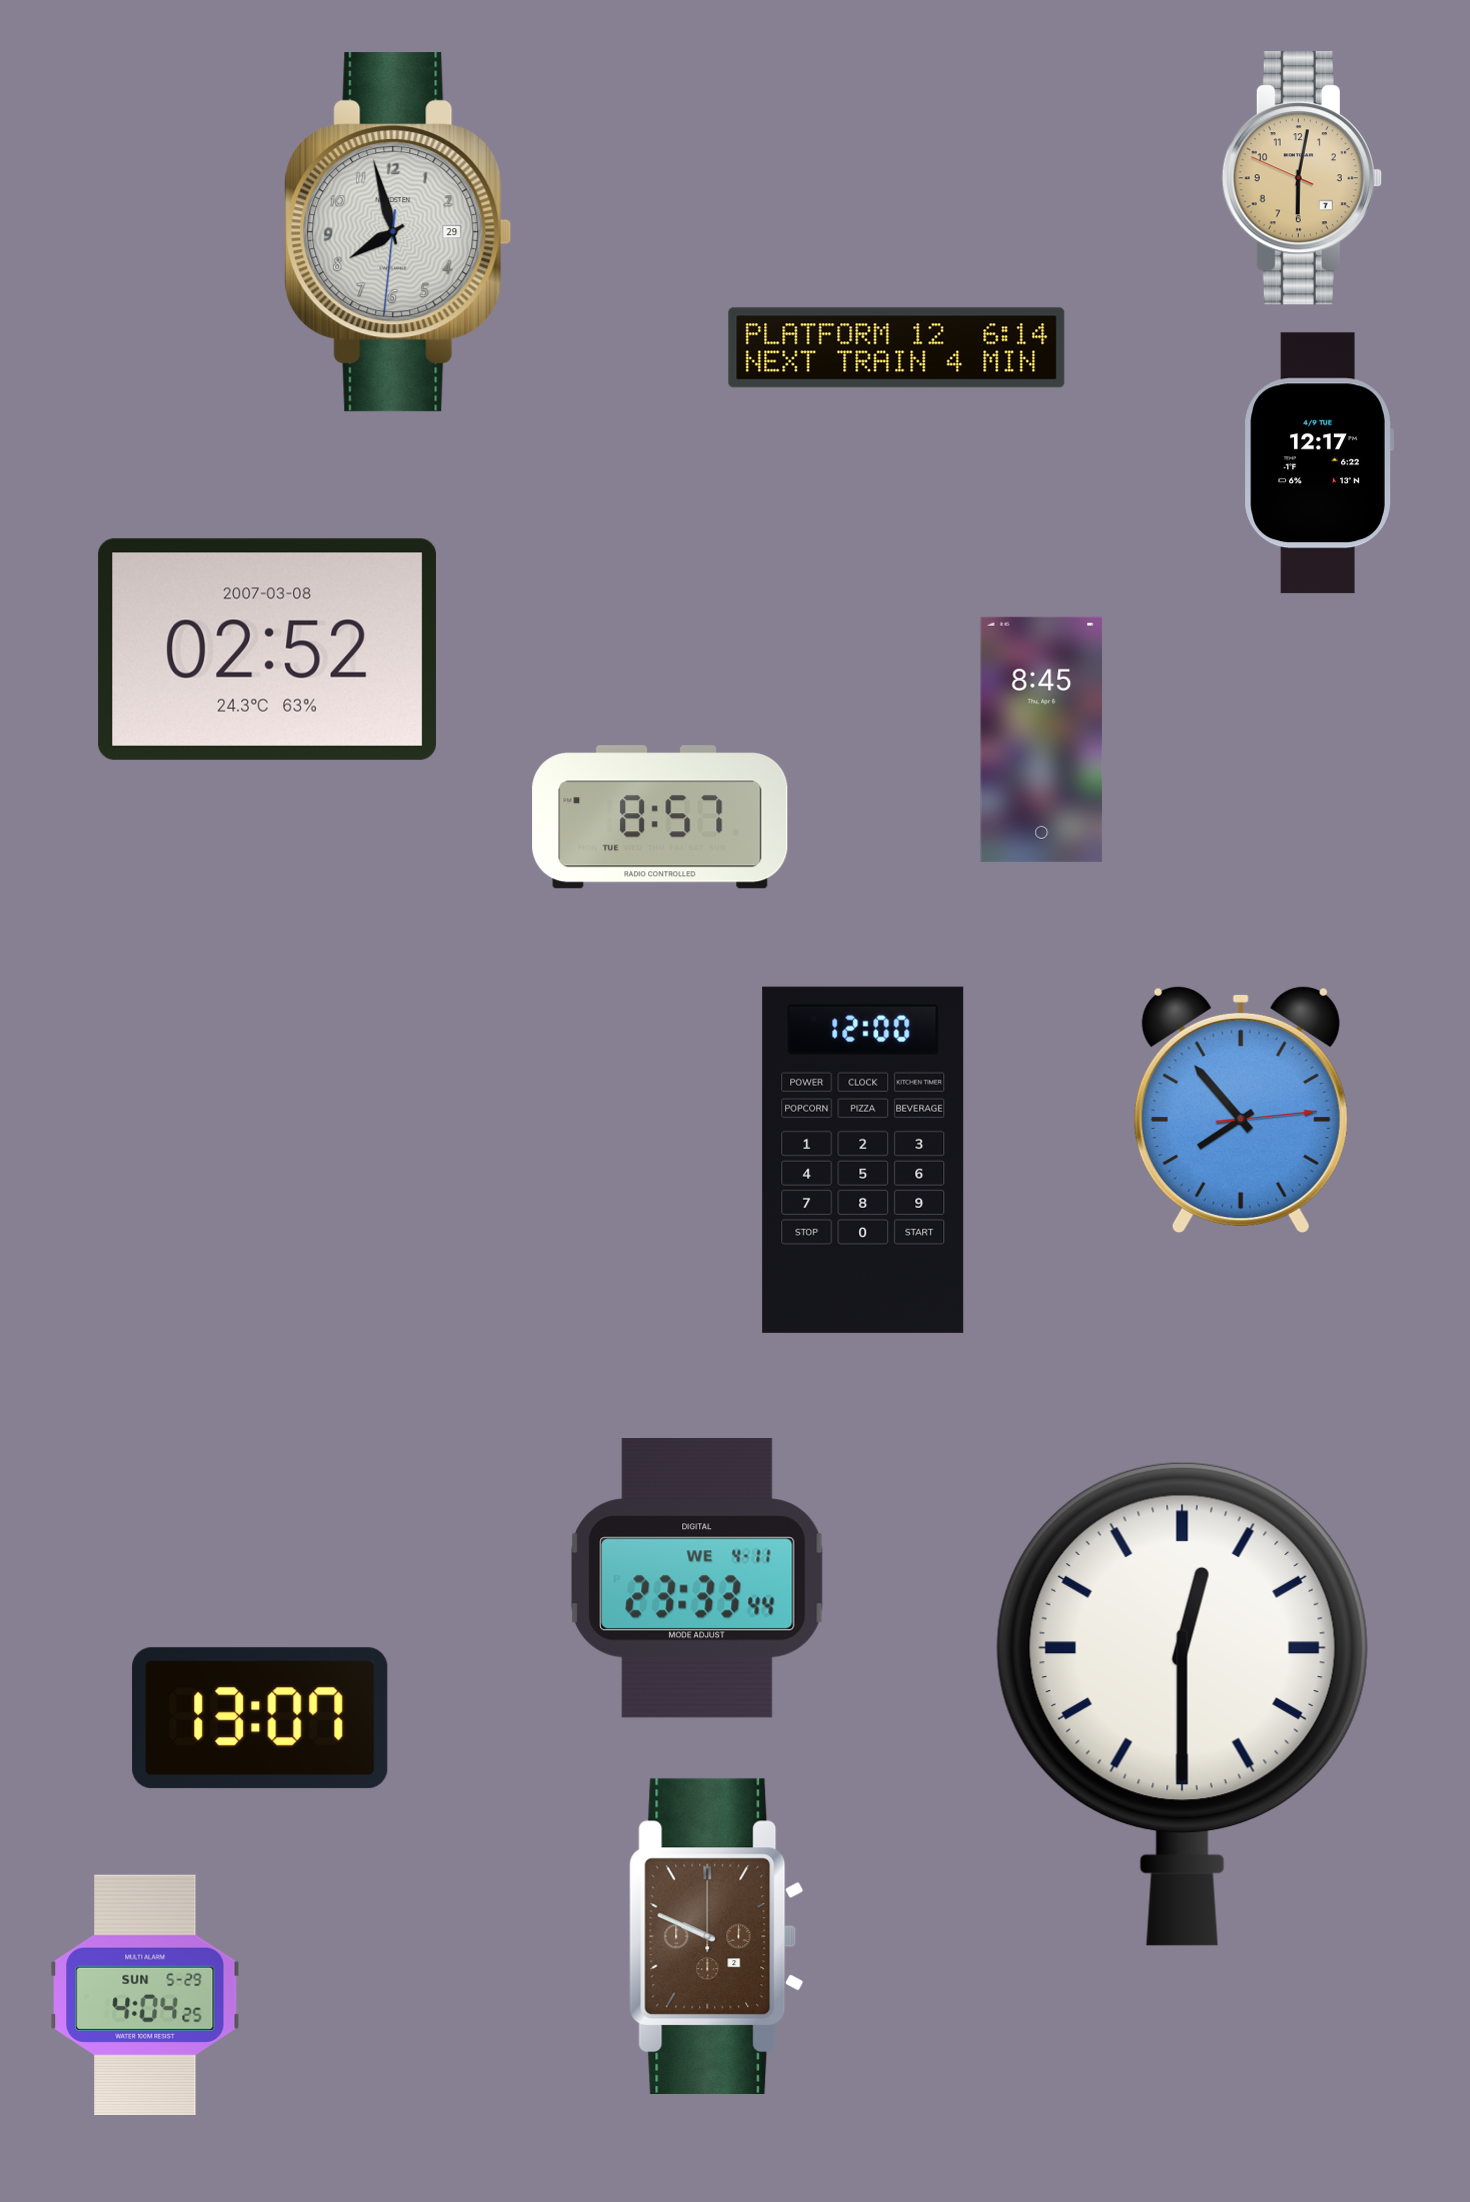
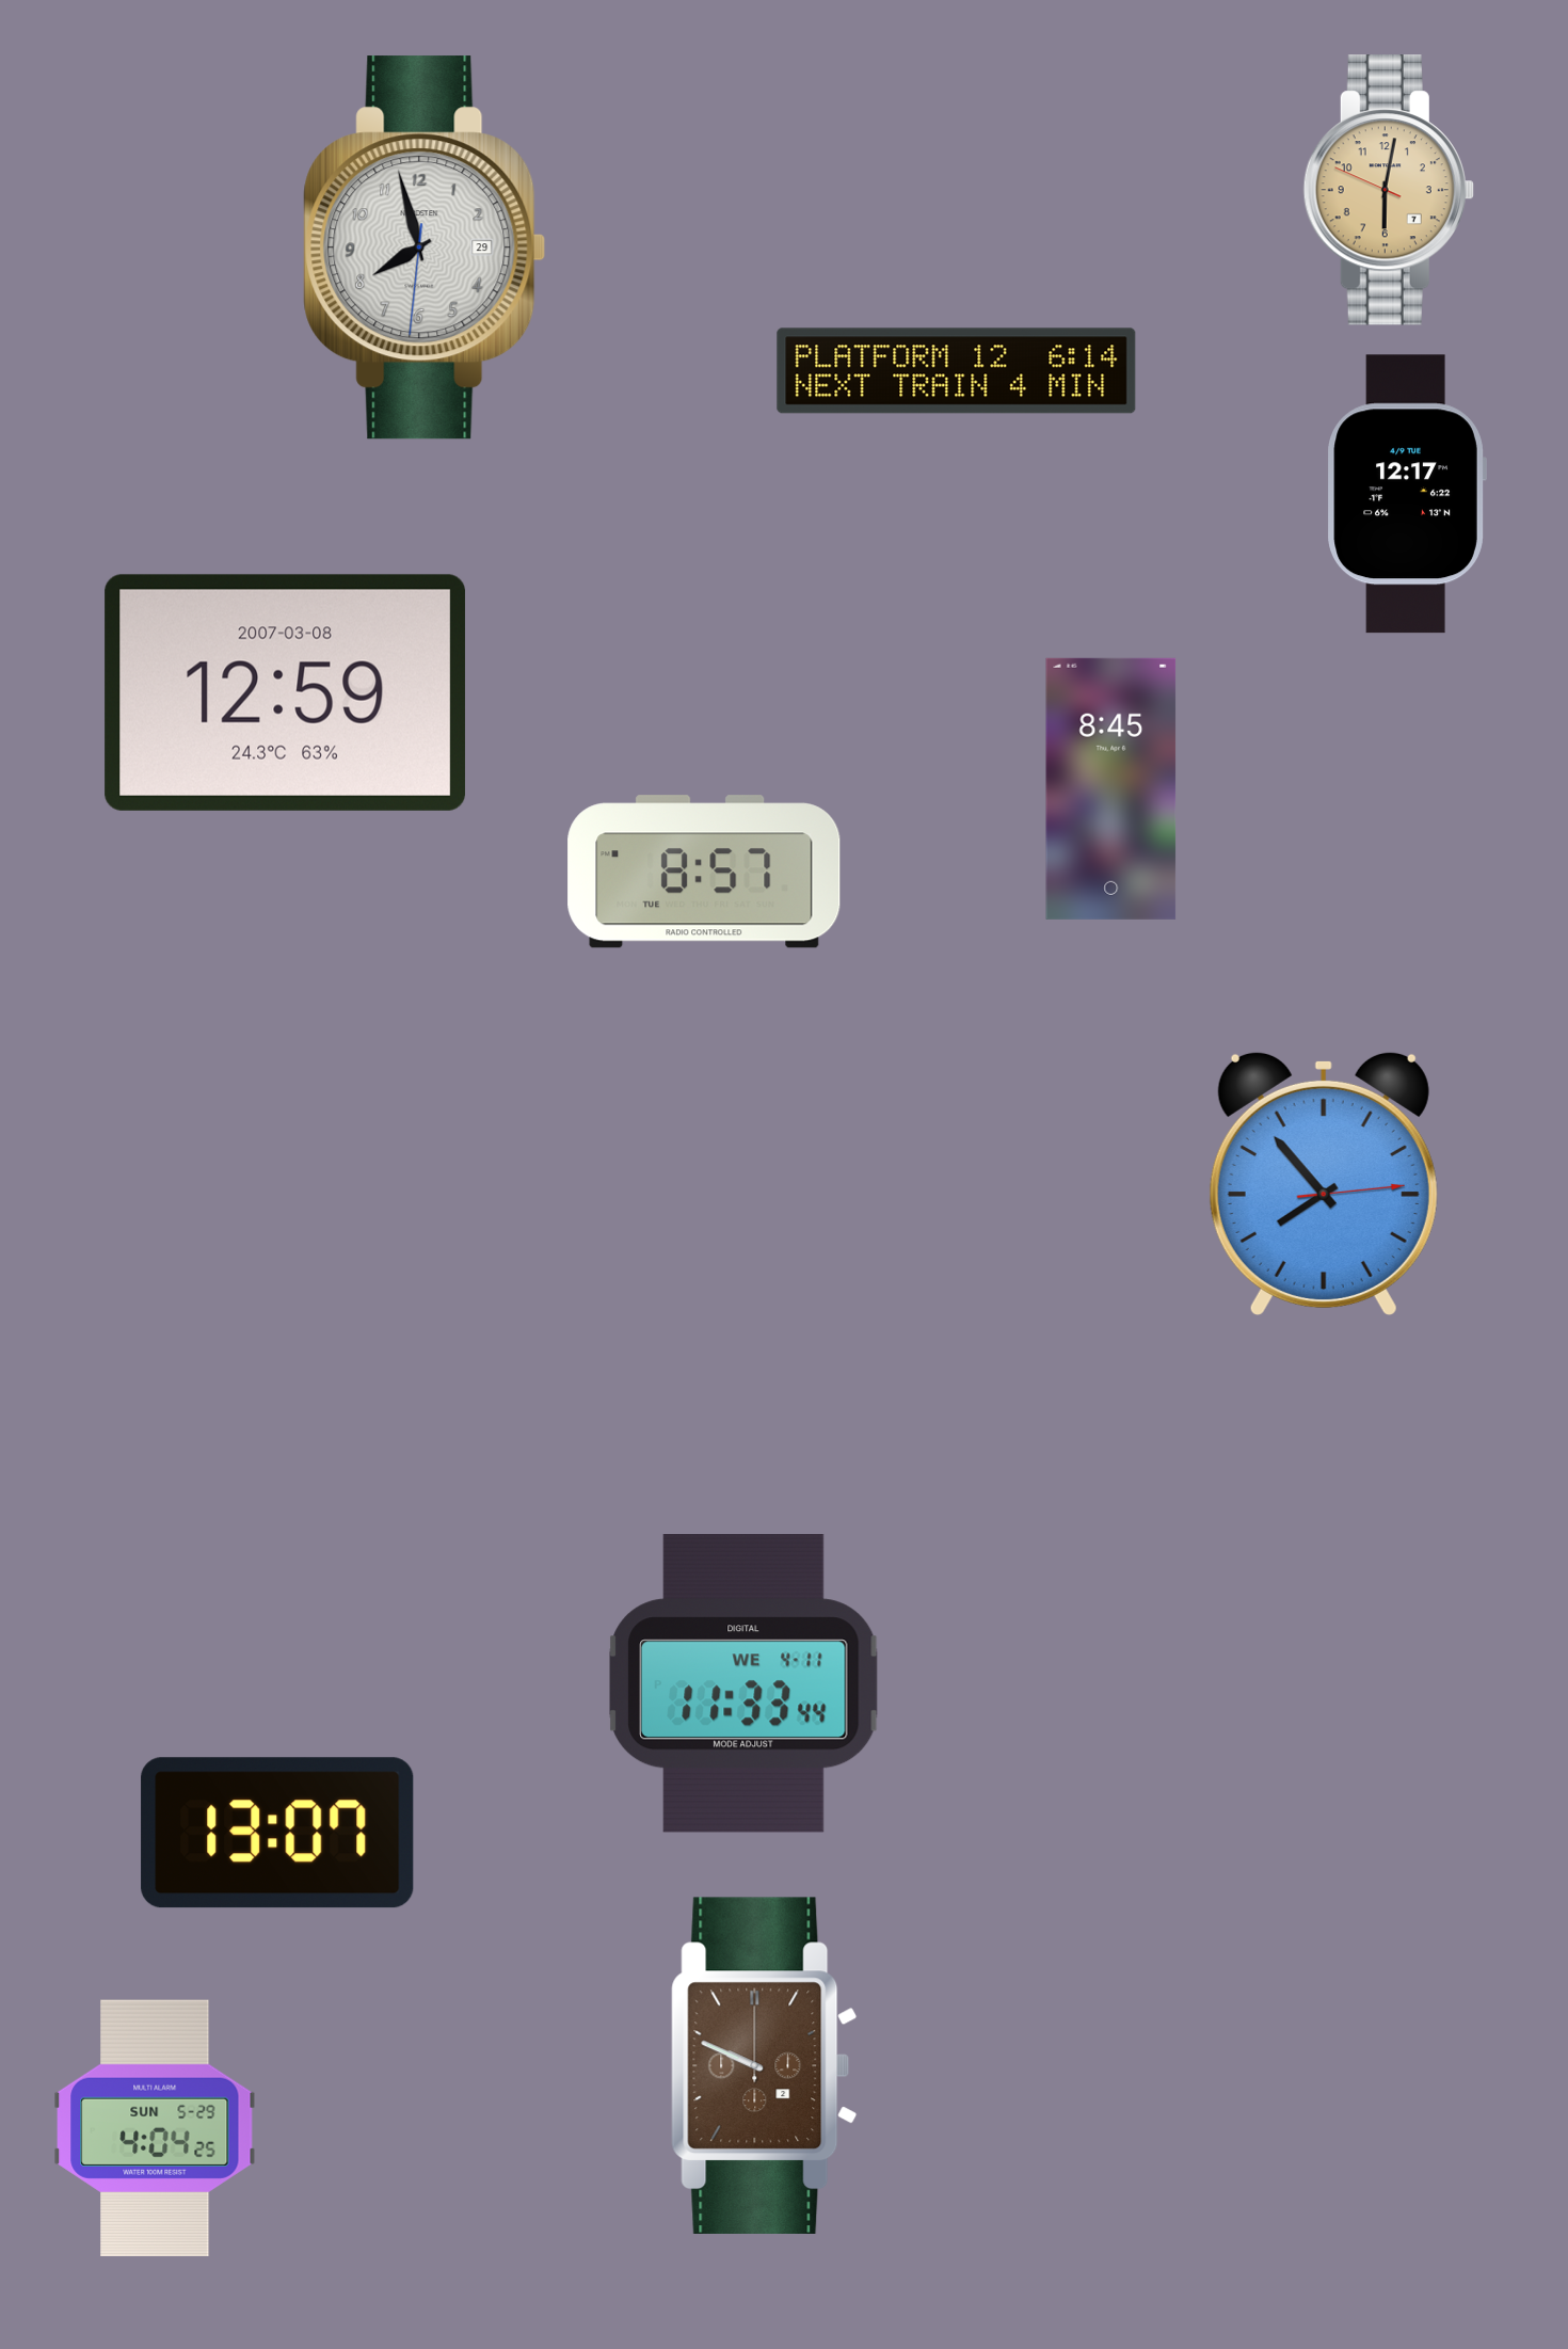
clock at (267, 649): 02:52 -> 12:59
clock at (863, 1160): 12:00 -> none
clock at (698, 1578): 23:33 -> 11:33
clock at (1182, 1704): 12:30 -> none
